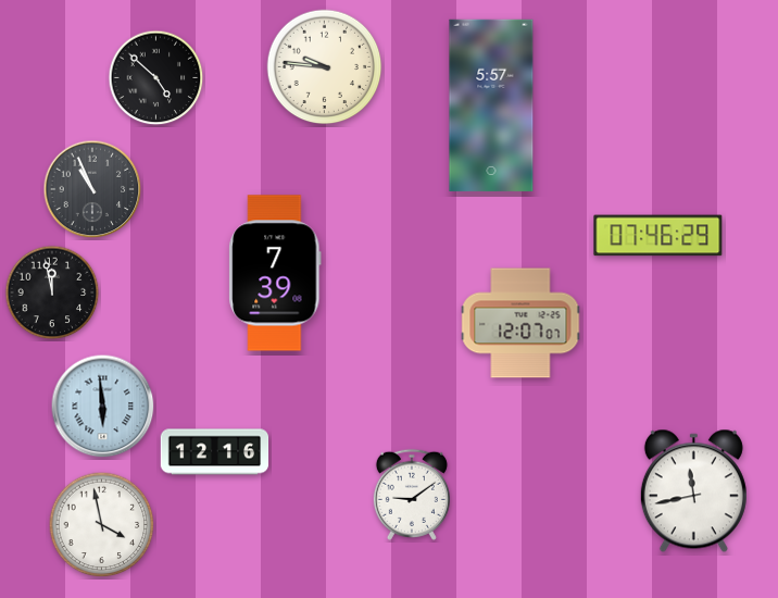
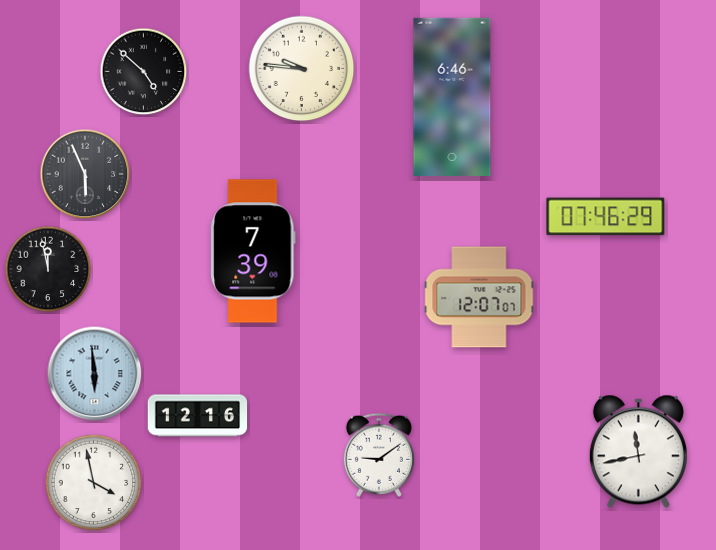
clock at (325, 67) position: (325, 67) -> (302, 69)
clock at (491, 105): 5:57 -> 6:46
clock at (92, 189): 10:56 -> 5:56
